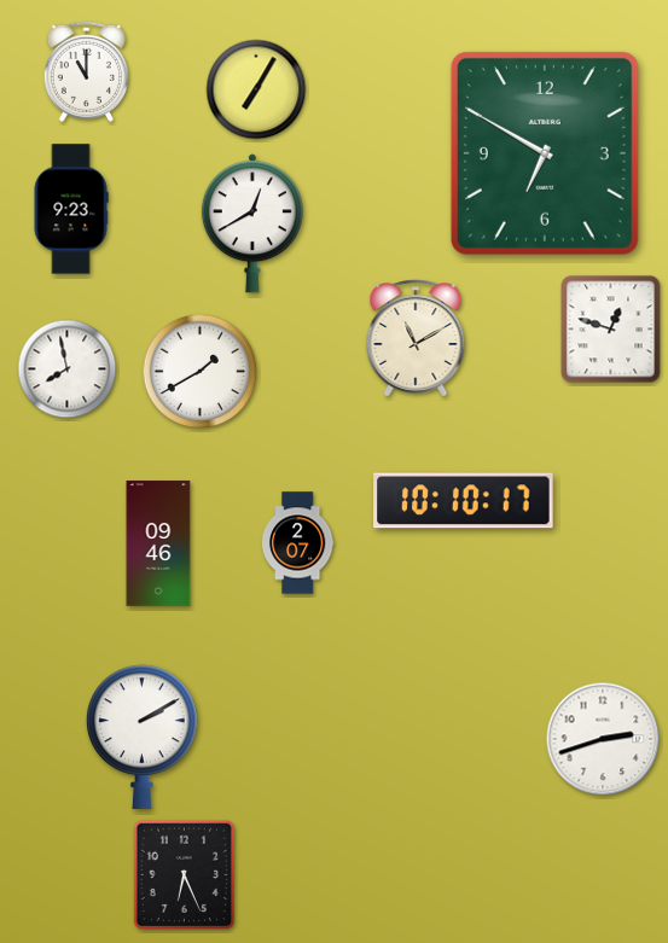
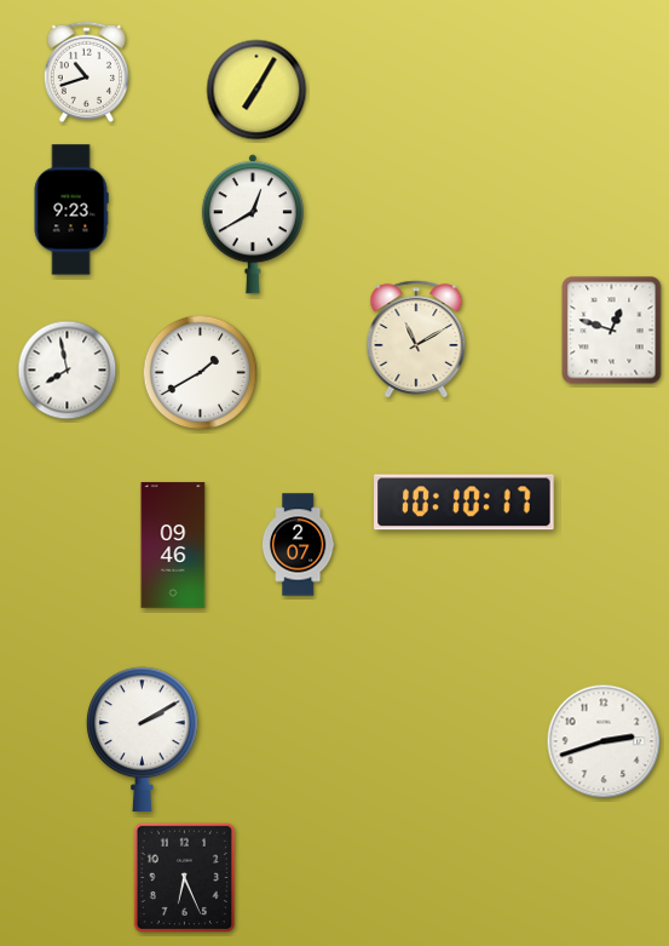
clock at (86, 71): 11:00 -> 10:42
clock at (545, 153): 6:50 -> none
clock at (158, 543) position: (158, 543) -> (173, 545)
